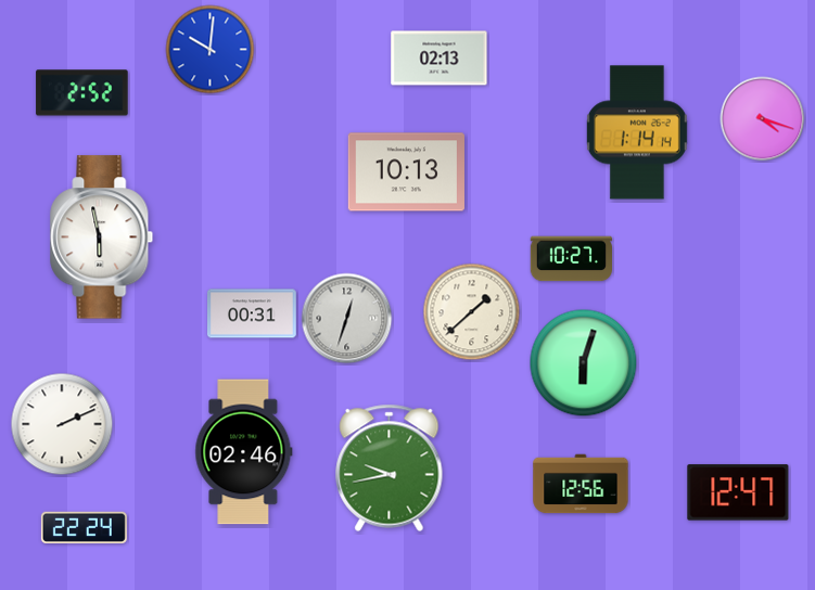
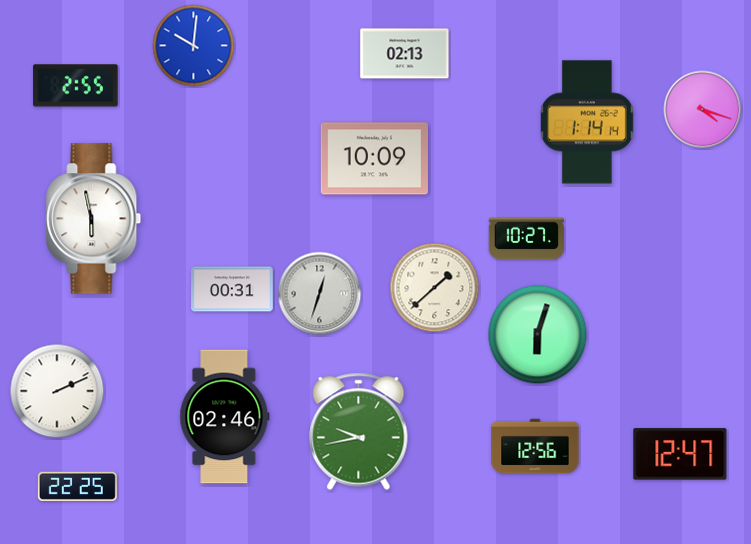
clock at (82, 93): 2:52 -> 2:55
clock at (406, 172): 10:13 -> 10:09
clock at (84, 527): 22:24 -> 22:25
